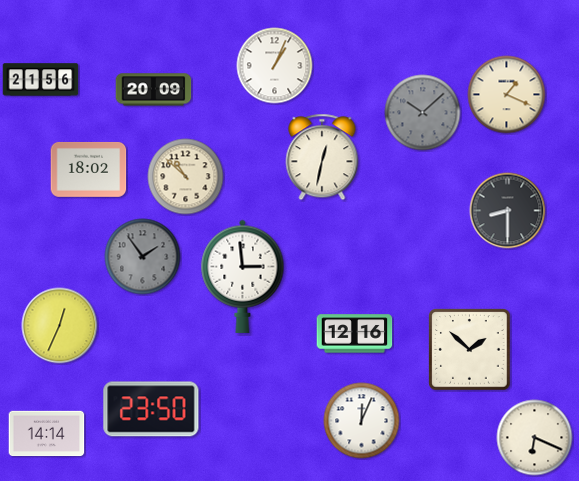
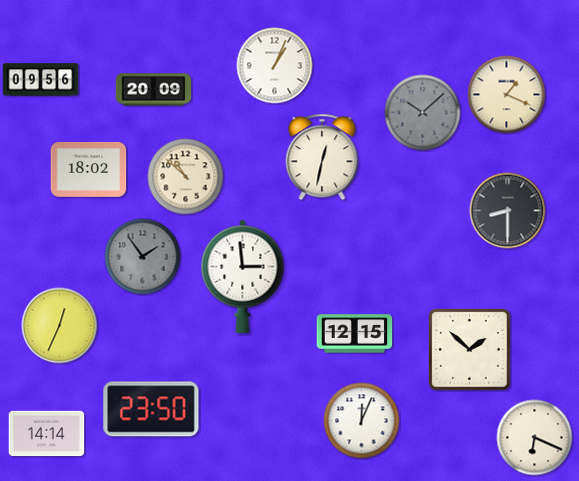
clock at (41, 80): 21:56 -> 09:56
clock at (355, 334): 12:16 -> 12:15
